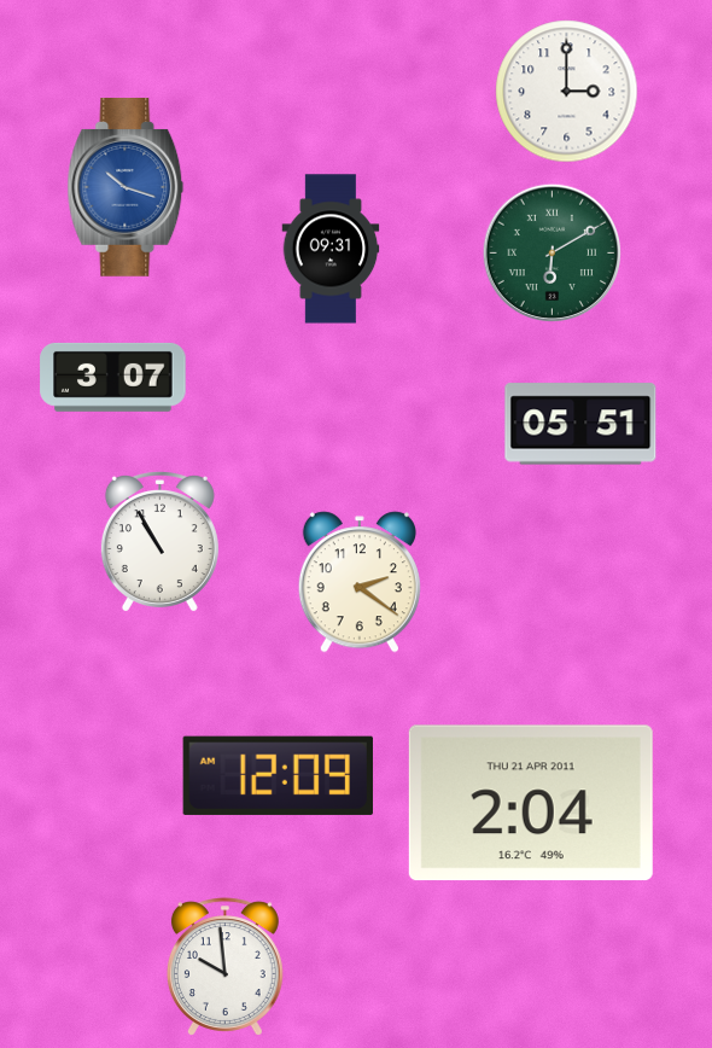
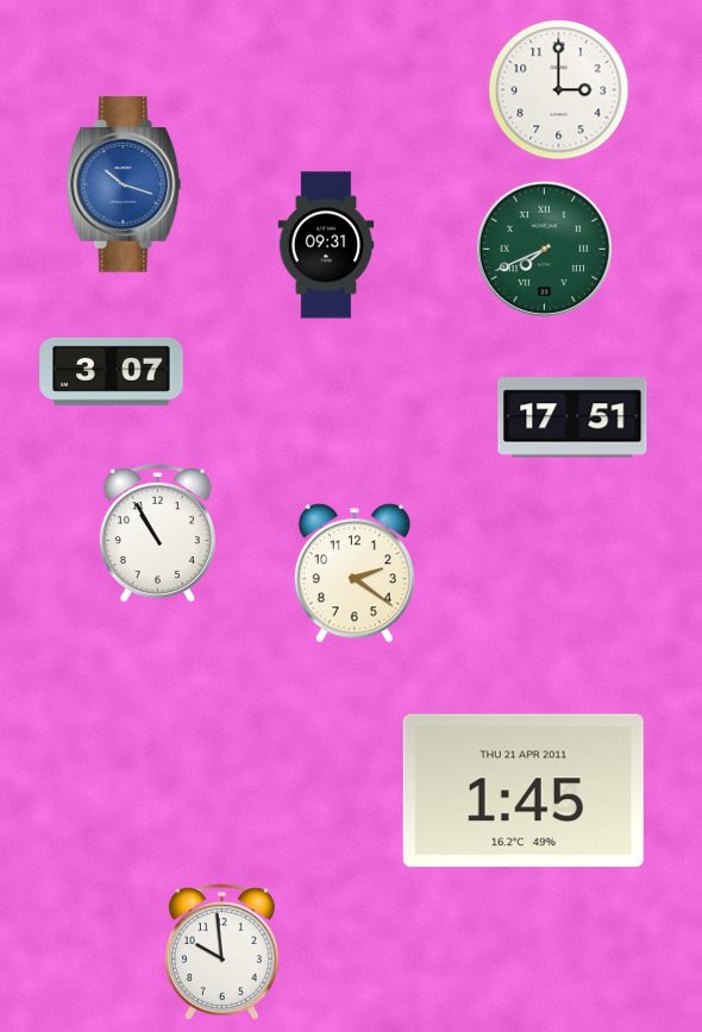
clock at (551, 252): 6:10 -> 7:41
clock at (580, 424): 05:51 -> 17:51
clock at (278, 775): 12:09 -> none
clock at (531, 803): 2:04 -> 1:45
